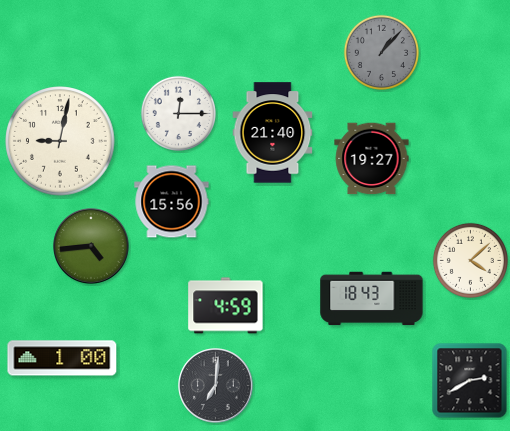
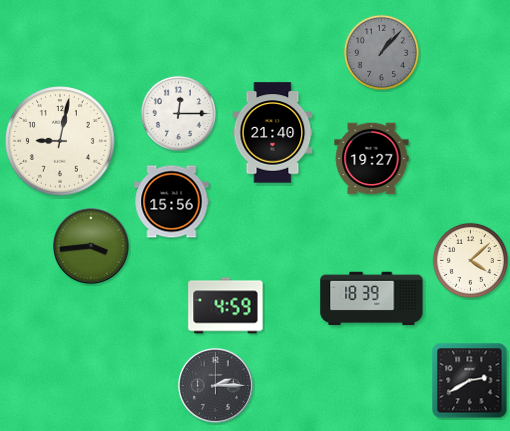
clock at (91, 246): 4:44 -> 3:44
clock at (372, 299): 18:43 -> 18:39
clock at (62, 358): 1:00 -> none
clock at (216, 386): 7:01 -> 2:15
